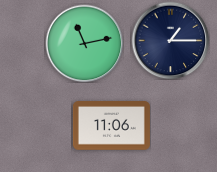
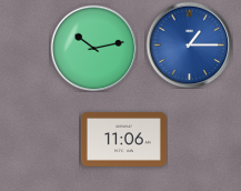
clock at (170, 40) dial: navy -> blue
clock at (84, 43): 11:13 -> 10:13
